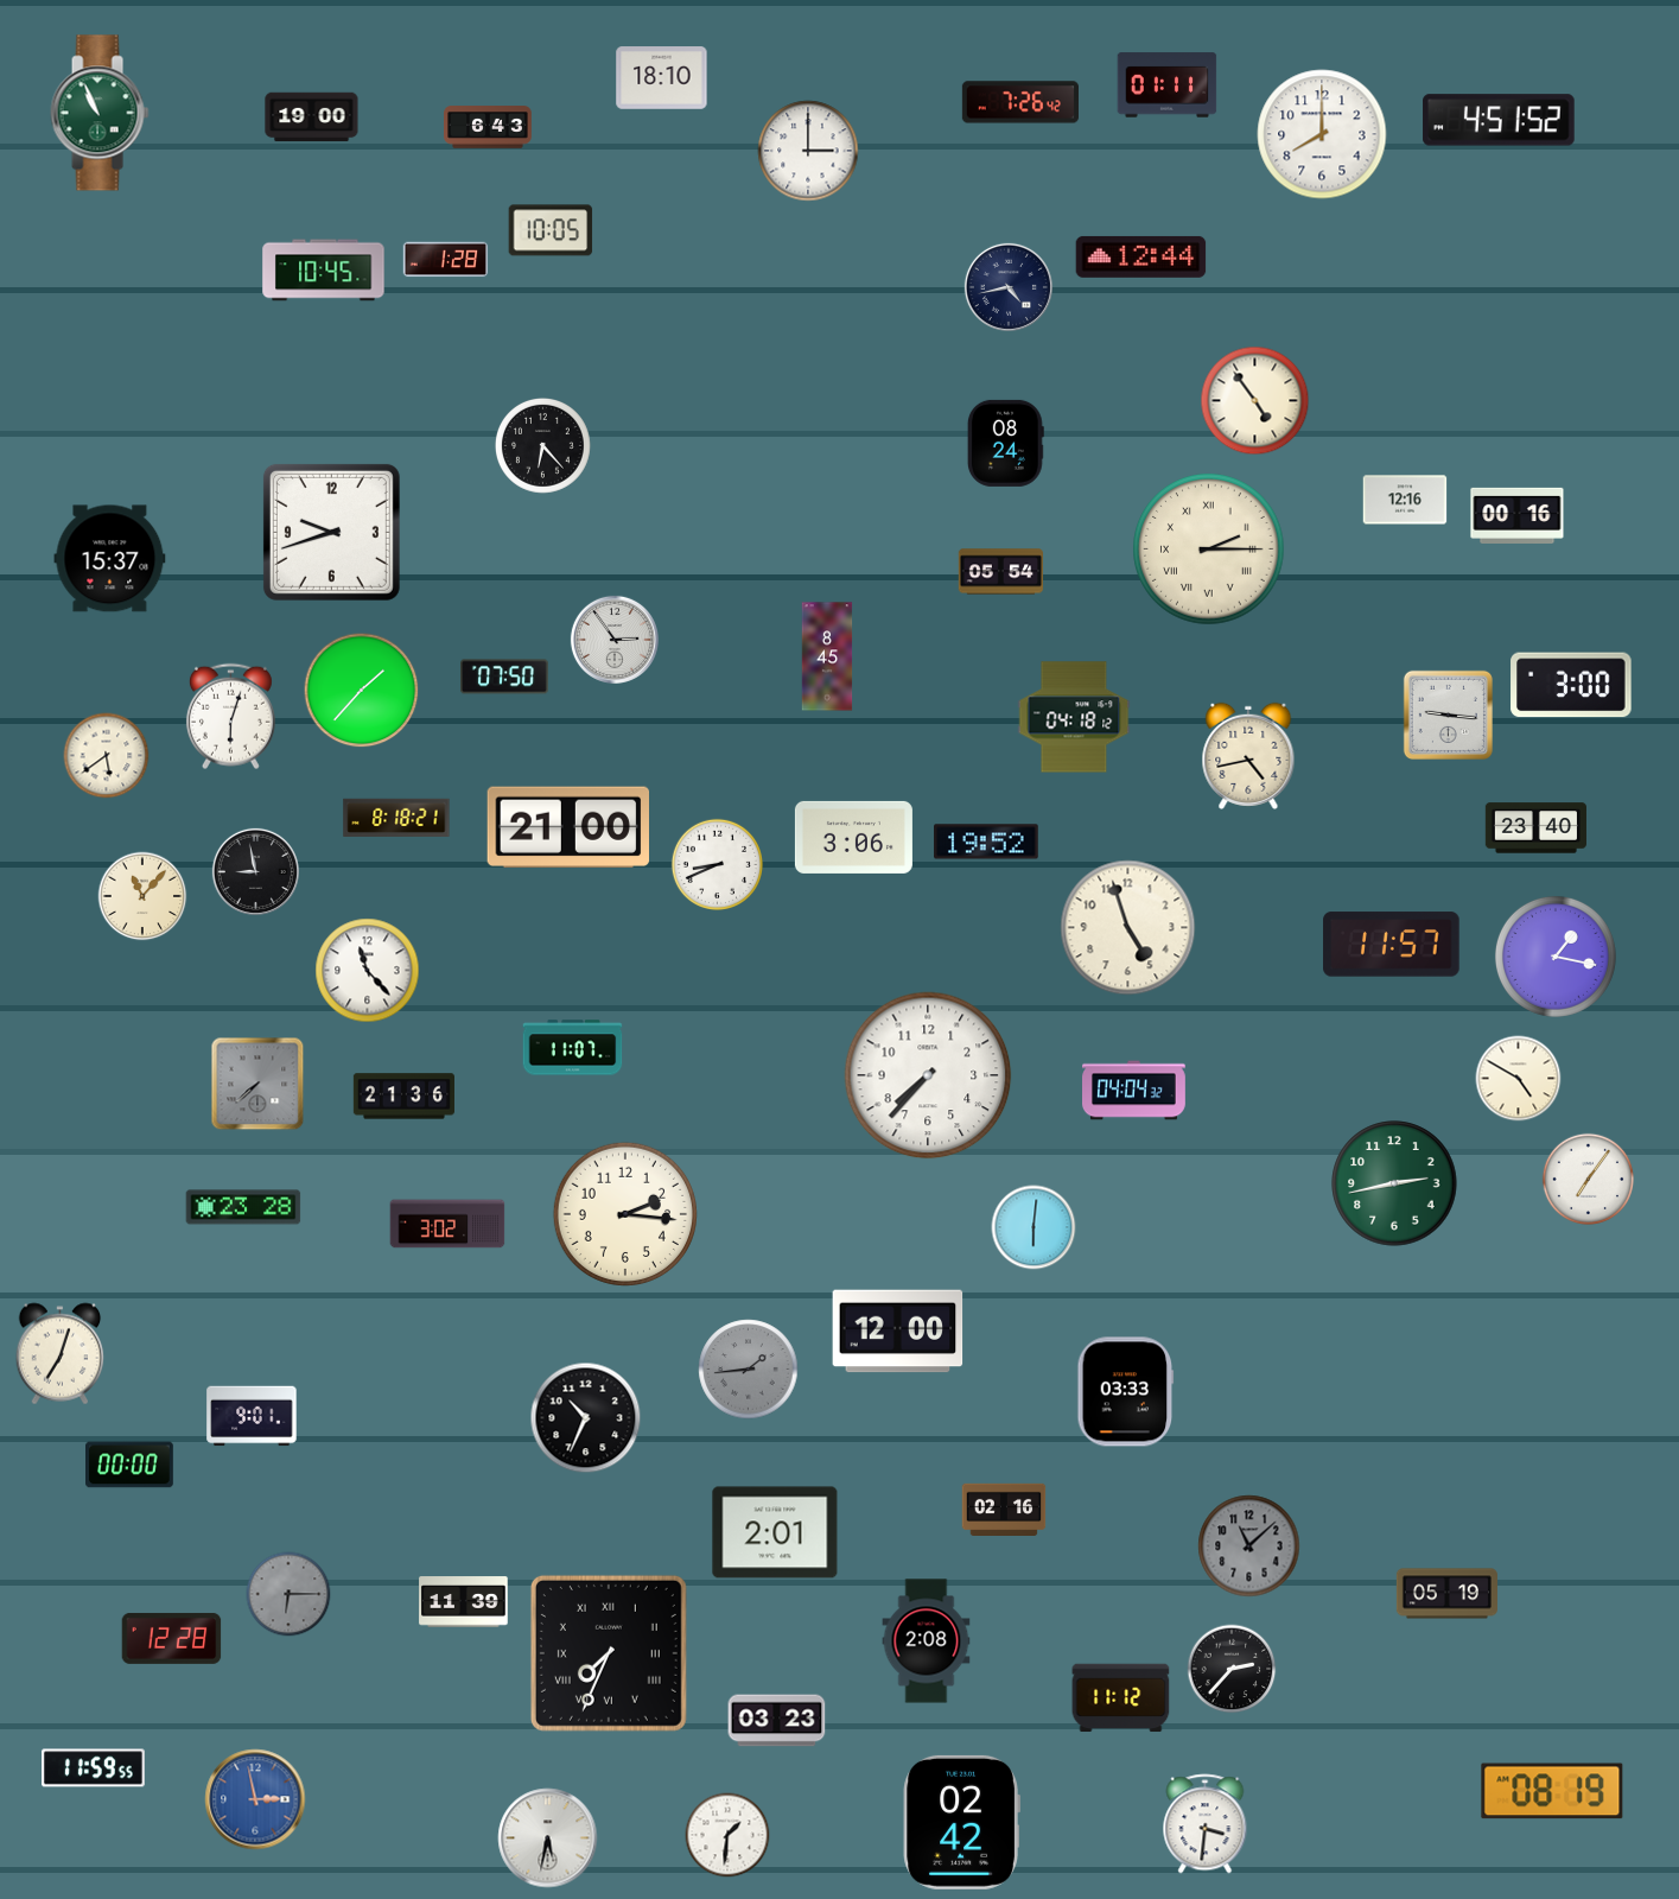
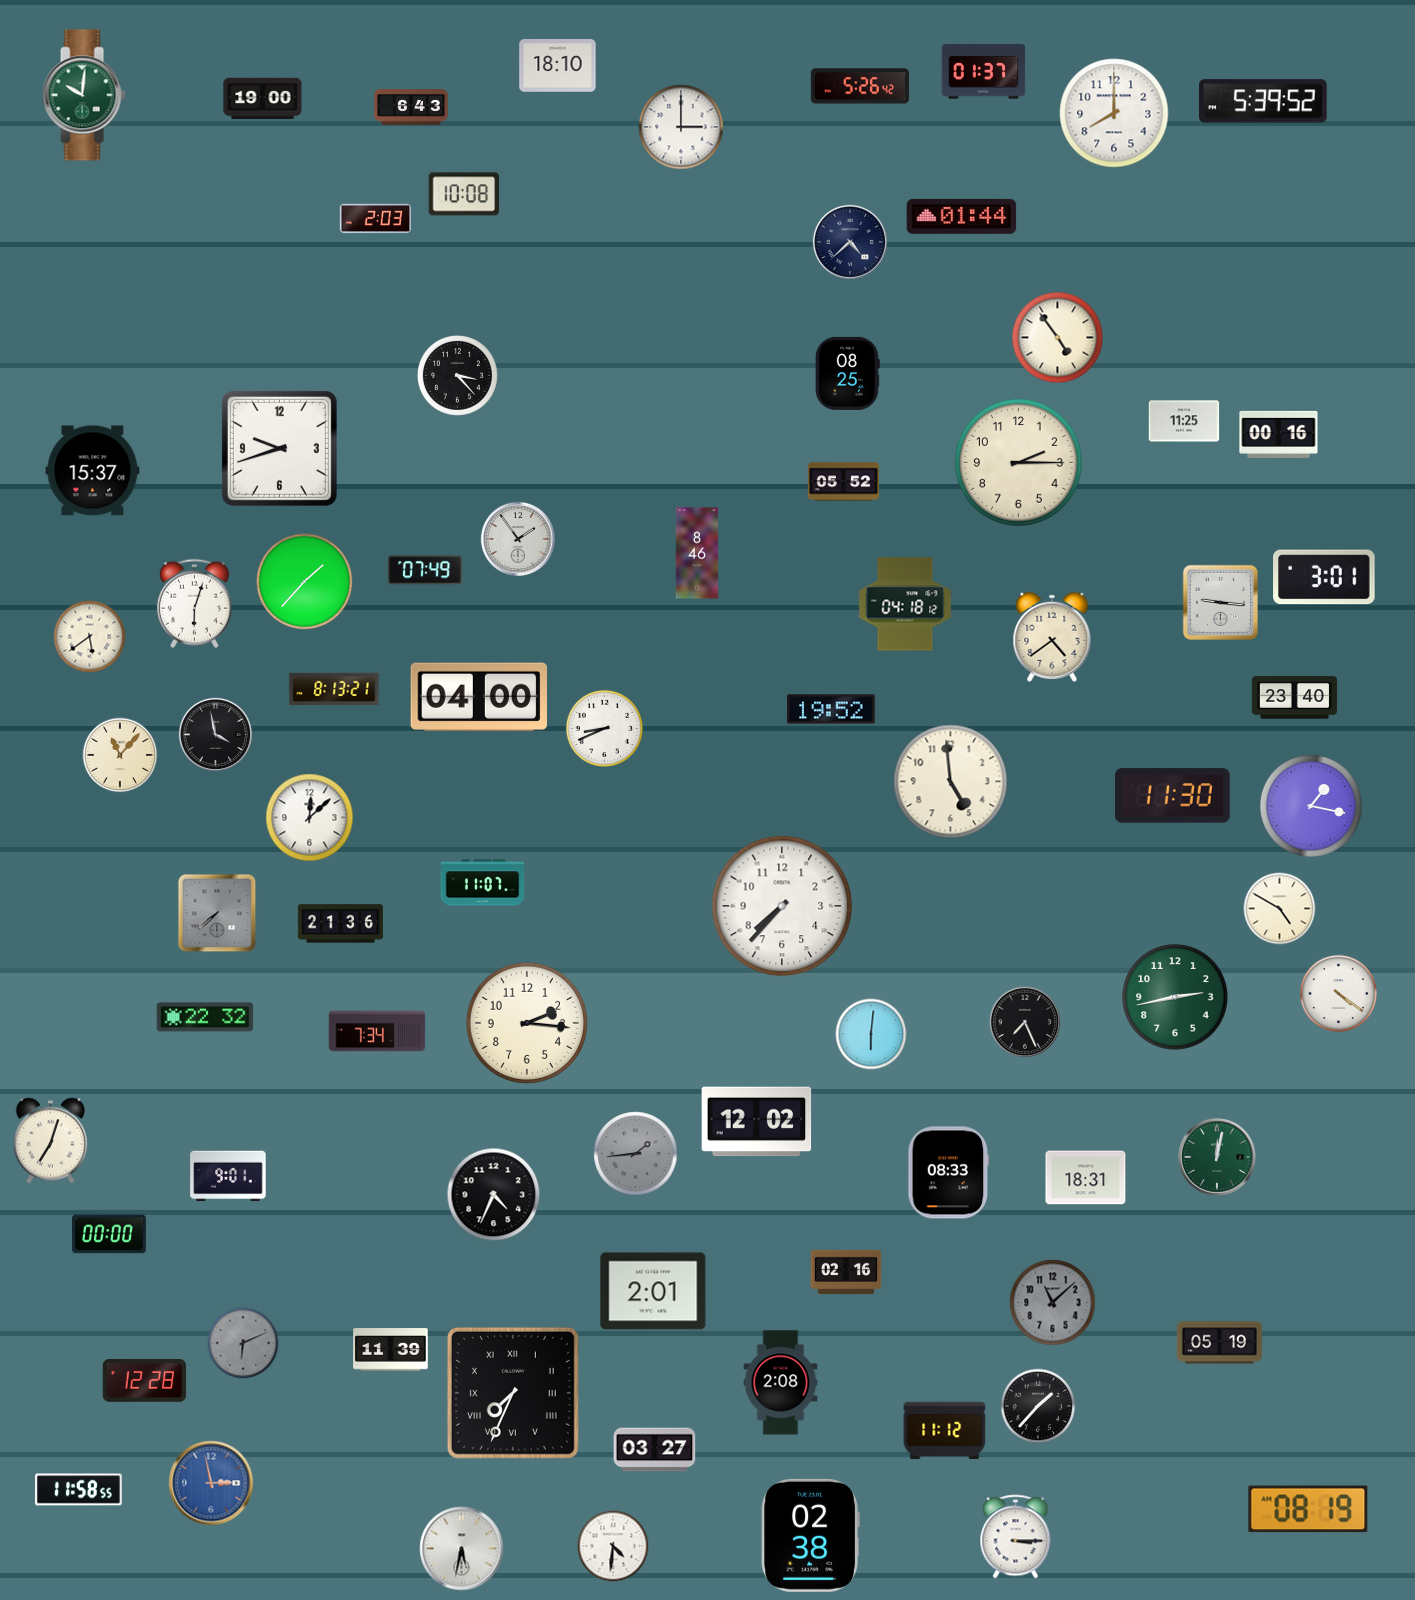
clock at (1168, 85): 01:11 -> 01:37
clock at (1020, 102): 7:26 -> 5:26
clock at (100, 113): 10:56 -> 10:01
clock at (1499, 120): 4:51 -> 5:39
clock at (551, 230): 10:05 -> 10:08
clock at (1141, 256): 12:44 -> 01:44
clock at (446, 260): 1:28 -> 2:03
clock at (324, 271): 10:45 -> none
clock at (1009, 287): 4:43 -> 4:38
clock at (1005, 443): 08:24 -> 08:25
clock at (542, 445): 6:23 -> 3:23
clock at (1405, 500): 12:16 -> 11:25
clock at (1209, 550) numerals: Roman -> Arabic
clock at (1001, 572): 05:54 -> 05:52
clock at (615, 640): 2:54 -> 1:54
clock at (827, 656): 8:45 -> 8:46
clock at (505, 677): 07:50 -> 07:49
clock at (1571, 685): 3:00 -> 3:01
clock at (1248, 756): 4:43 -> 4:39
clock at (396, 817): 8:18 -> 8:13
clock at (567, 826): 21:00 -> 04:00
clock at (853, 837): 3:06 -> none
clock at (255, 871): 8:58 -> 3:58
clock at (1128, 928): 4:57 -> 4:59
clock at (1392, 945): 11:57 -> 11:30
clock at (368, 971): 11:23 -> 12:08
clock at (1134, 1091): 04:04 -> none
clock at (1588, 1179): 7:06 -> 4:21
clock at (243, 1207): 23:28 -> 22:32
clock at (1025, 1022): none -> 7:26
clock at (447, 1224): 3:02 -> 7:34
clock at (898, 1332): 12:00 -> 12:02
clock at (749, 1370) position: (749, 1370) -> (636, 1154)
clock at (1218, 1158): none -> 12:02
clock at (1126, 1392): 03:33 -> 08:33
clock at (1086, 1178): none -> 18:31
clock at (252, 1416) position: (252, 1416) -> (228, 1176)
clock at (586, 1418): 10:34 -> 4:34
clock at (288, 1594): 6:15 -> 6:11
clock at (1232, 1669): 2:37 -> 1:37
clock at (777, 1721): 03:23 -> 03:27
clock at (94, 1768): 11:59 -> 11:58
clock at (255, 1799) position: (255, 1799) -> (211, 1483)
clock at (961, 1822): 02:42 -> 02:38
clock at (1206, 1824): 3:31 -> 3:15
clock at (727, 1835): 1:31 -> 4:31
